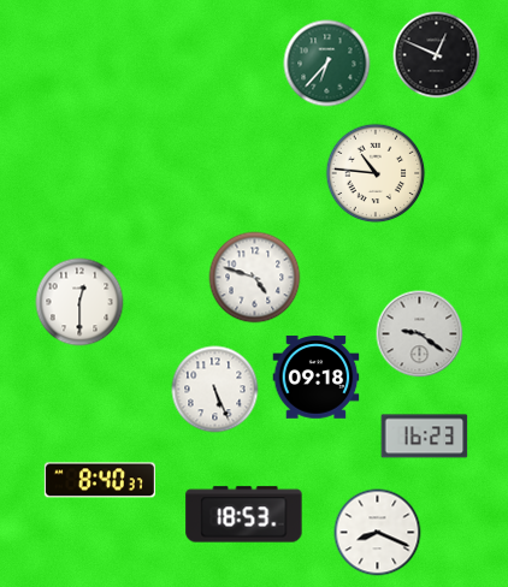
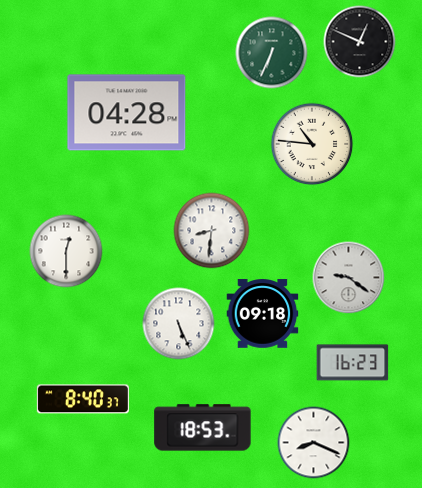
clock at (437, 55) position: (437, 55) -> (360, 42)
clock at (327, 64): 6:37 -> 6:34
clock at (127, 113): none -> 04:28
clock at (255, 278): 4:48 -> 8:31
